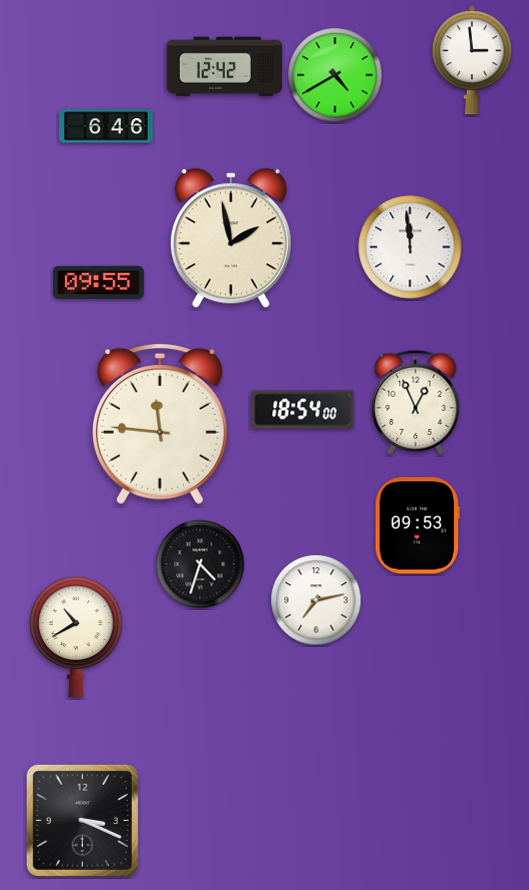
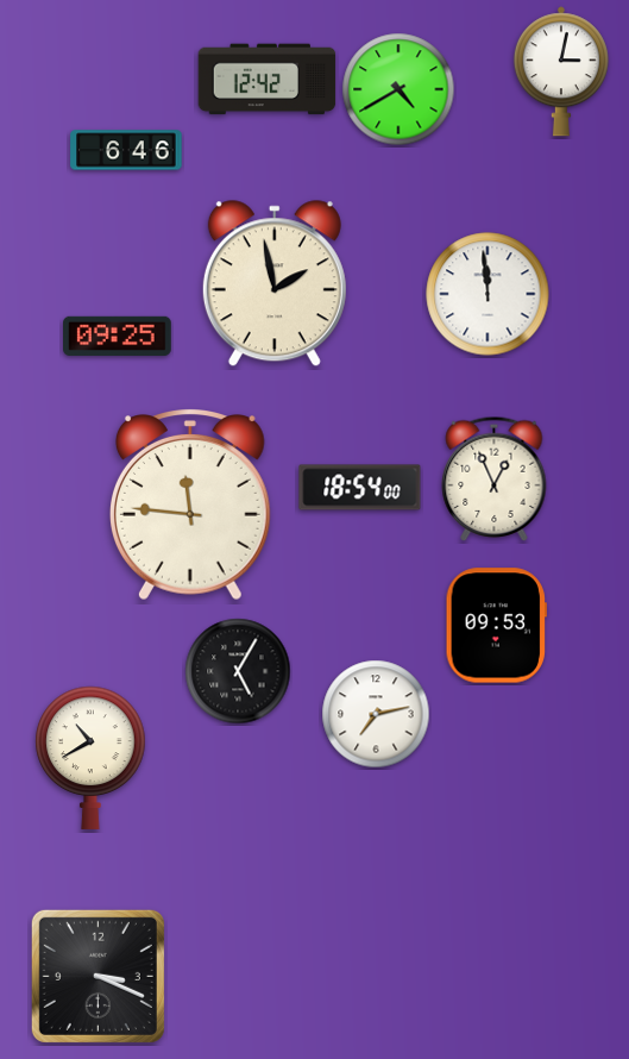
clock at (472, 60): 2:59 -> 3:02
clock at (99, 282): 09:55 -> 09:25
clock at (200, 564): 4:33 -> 5:05
